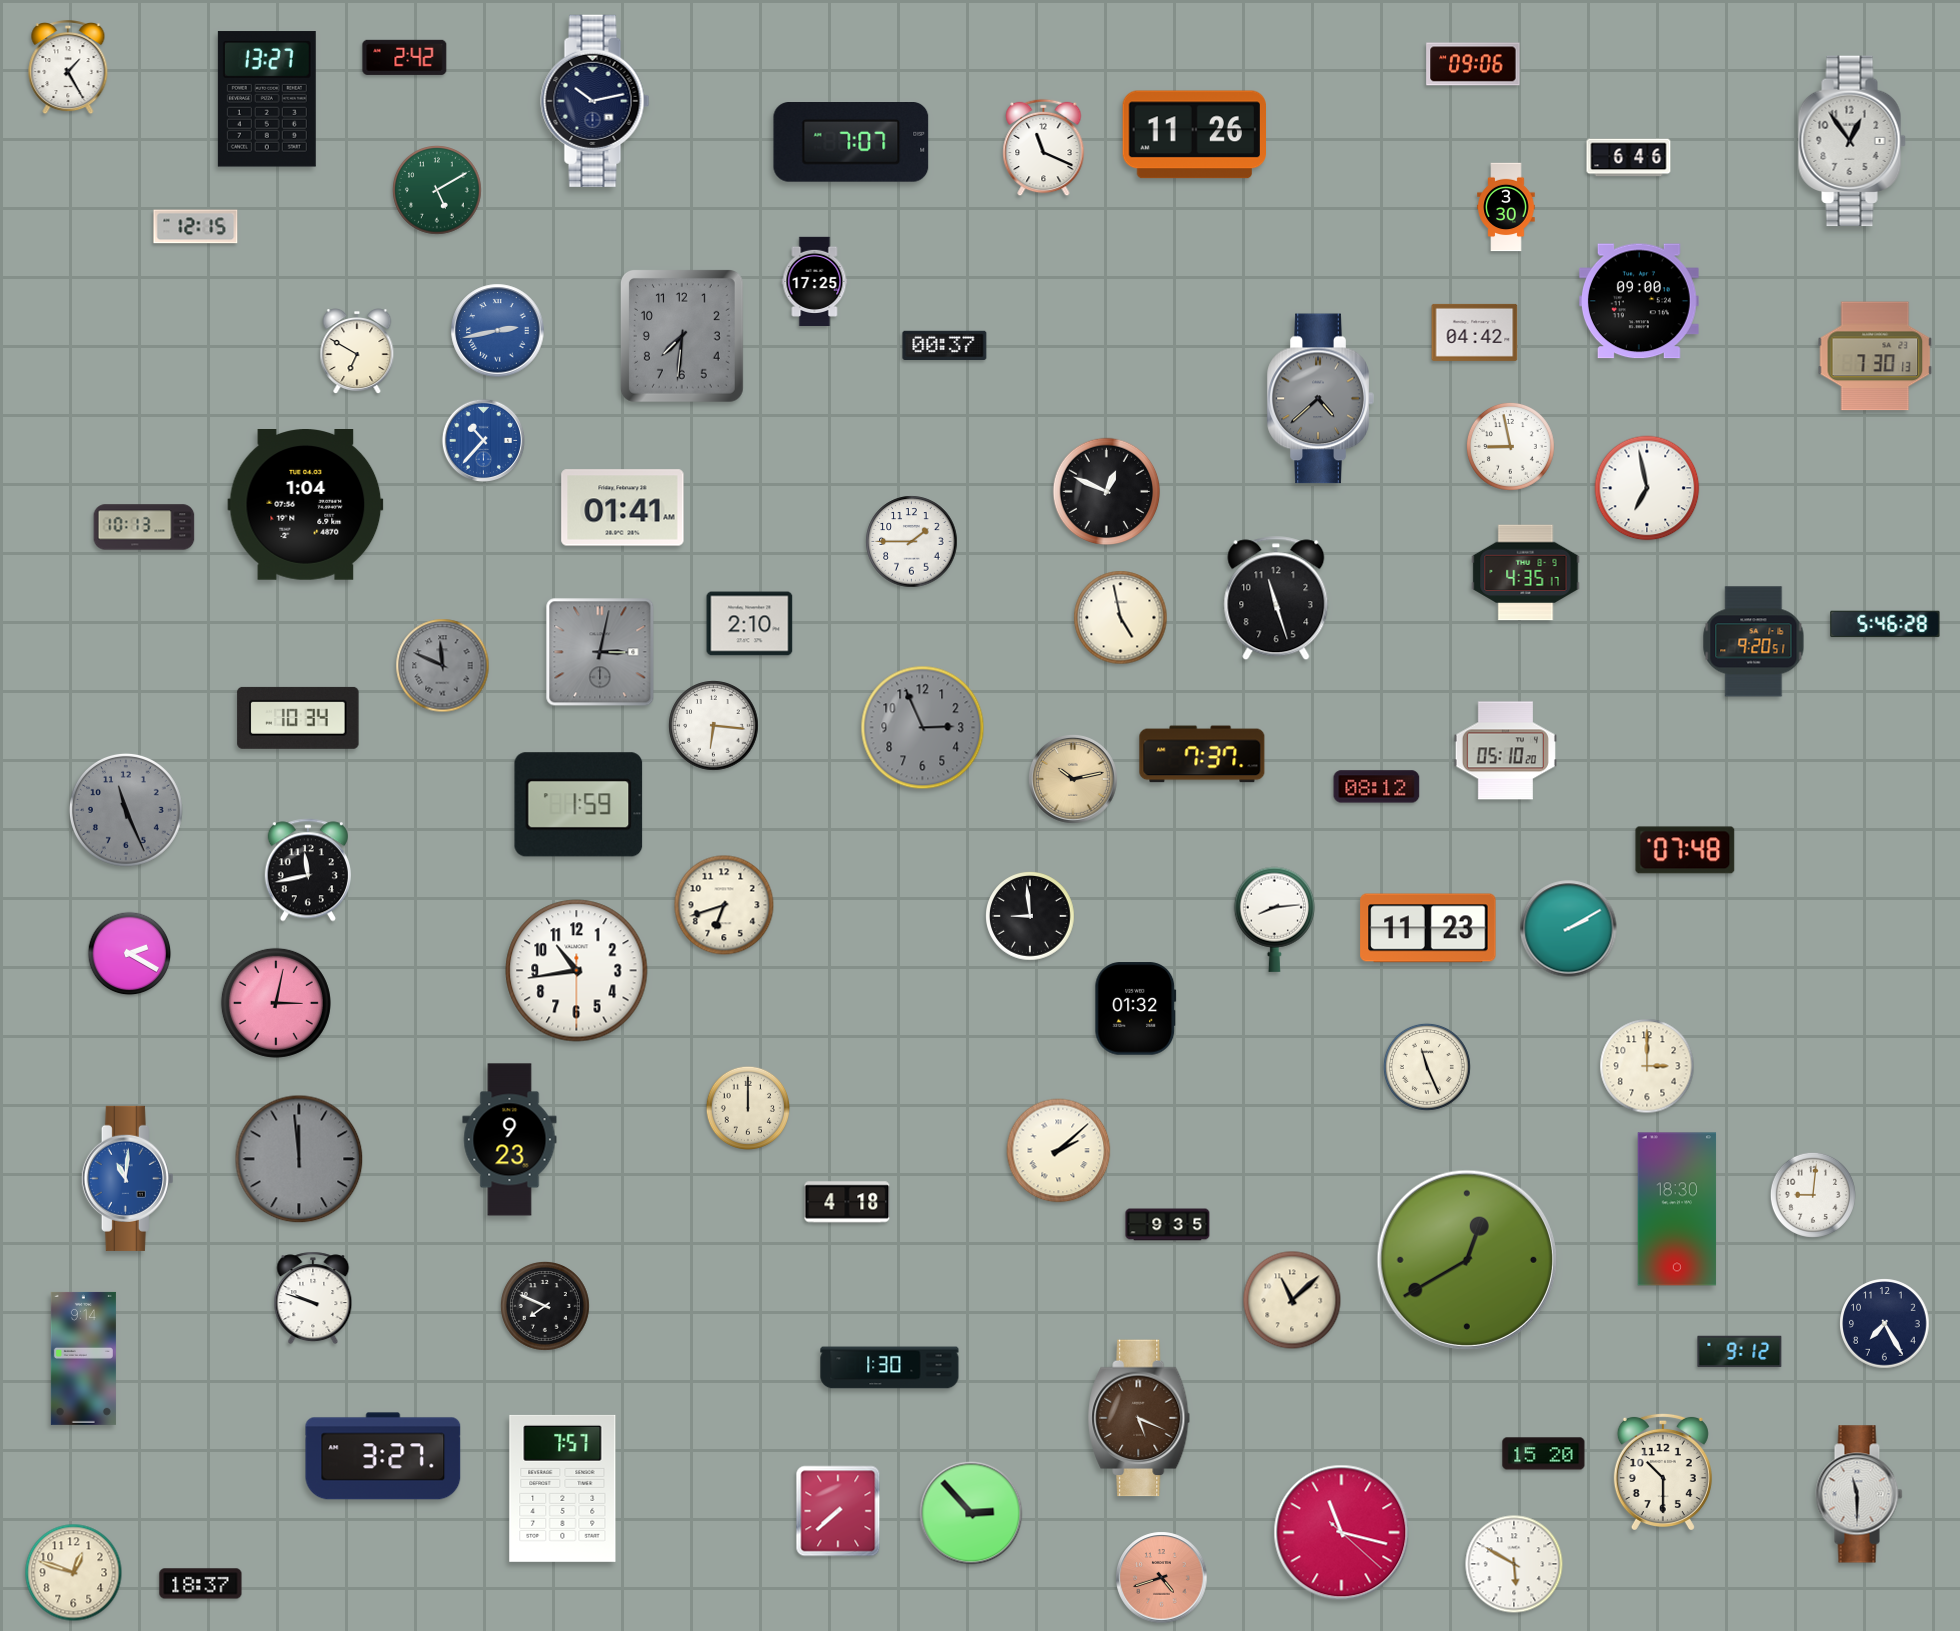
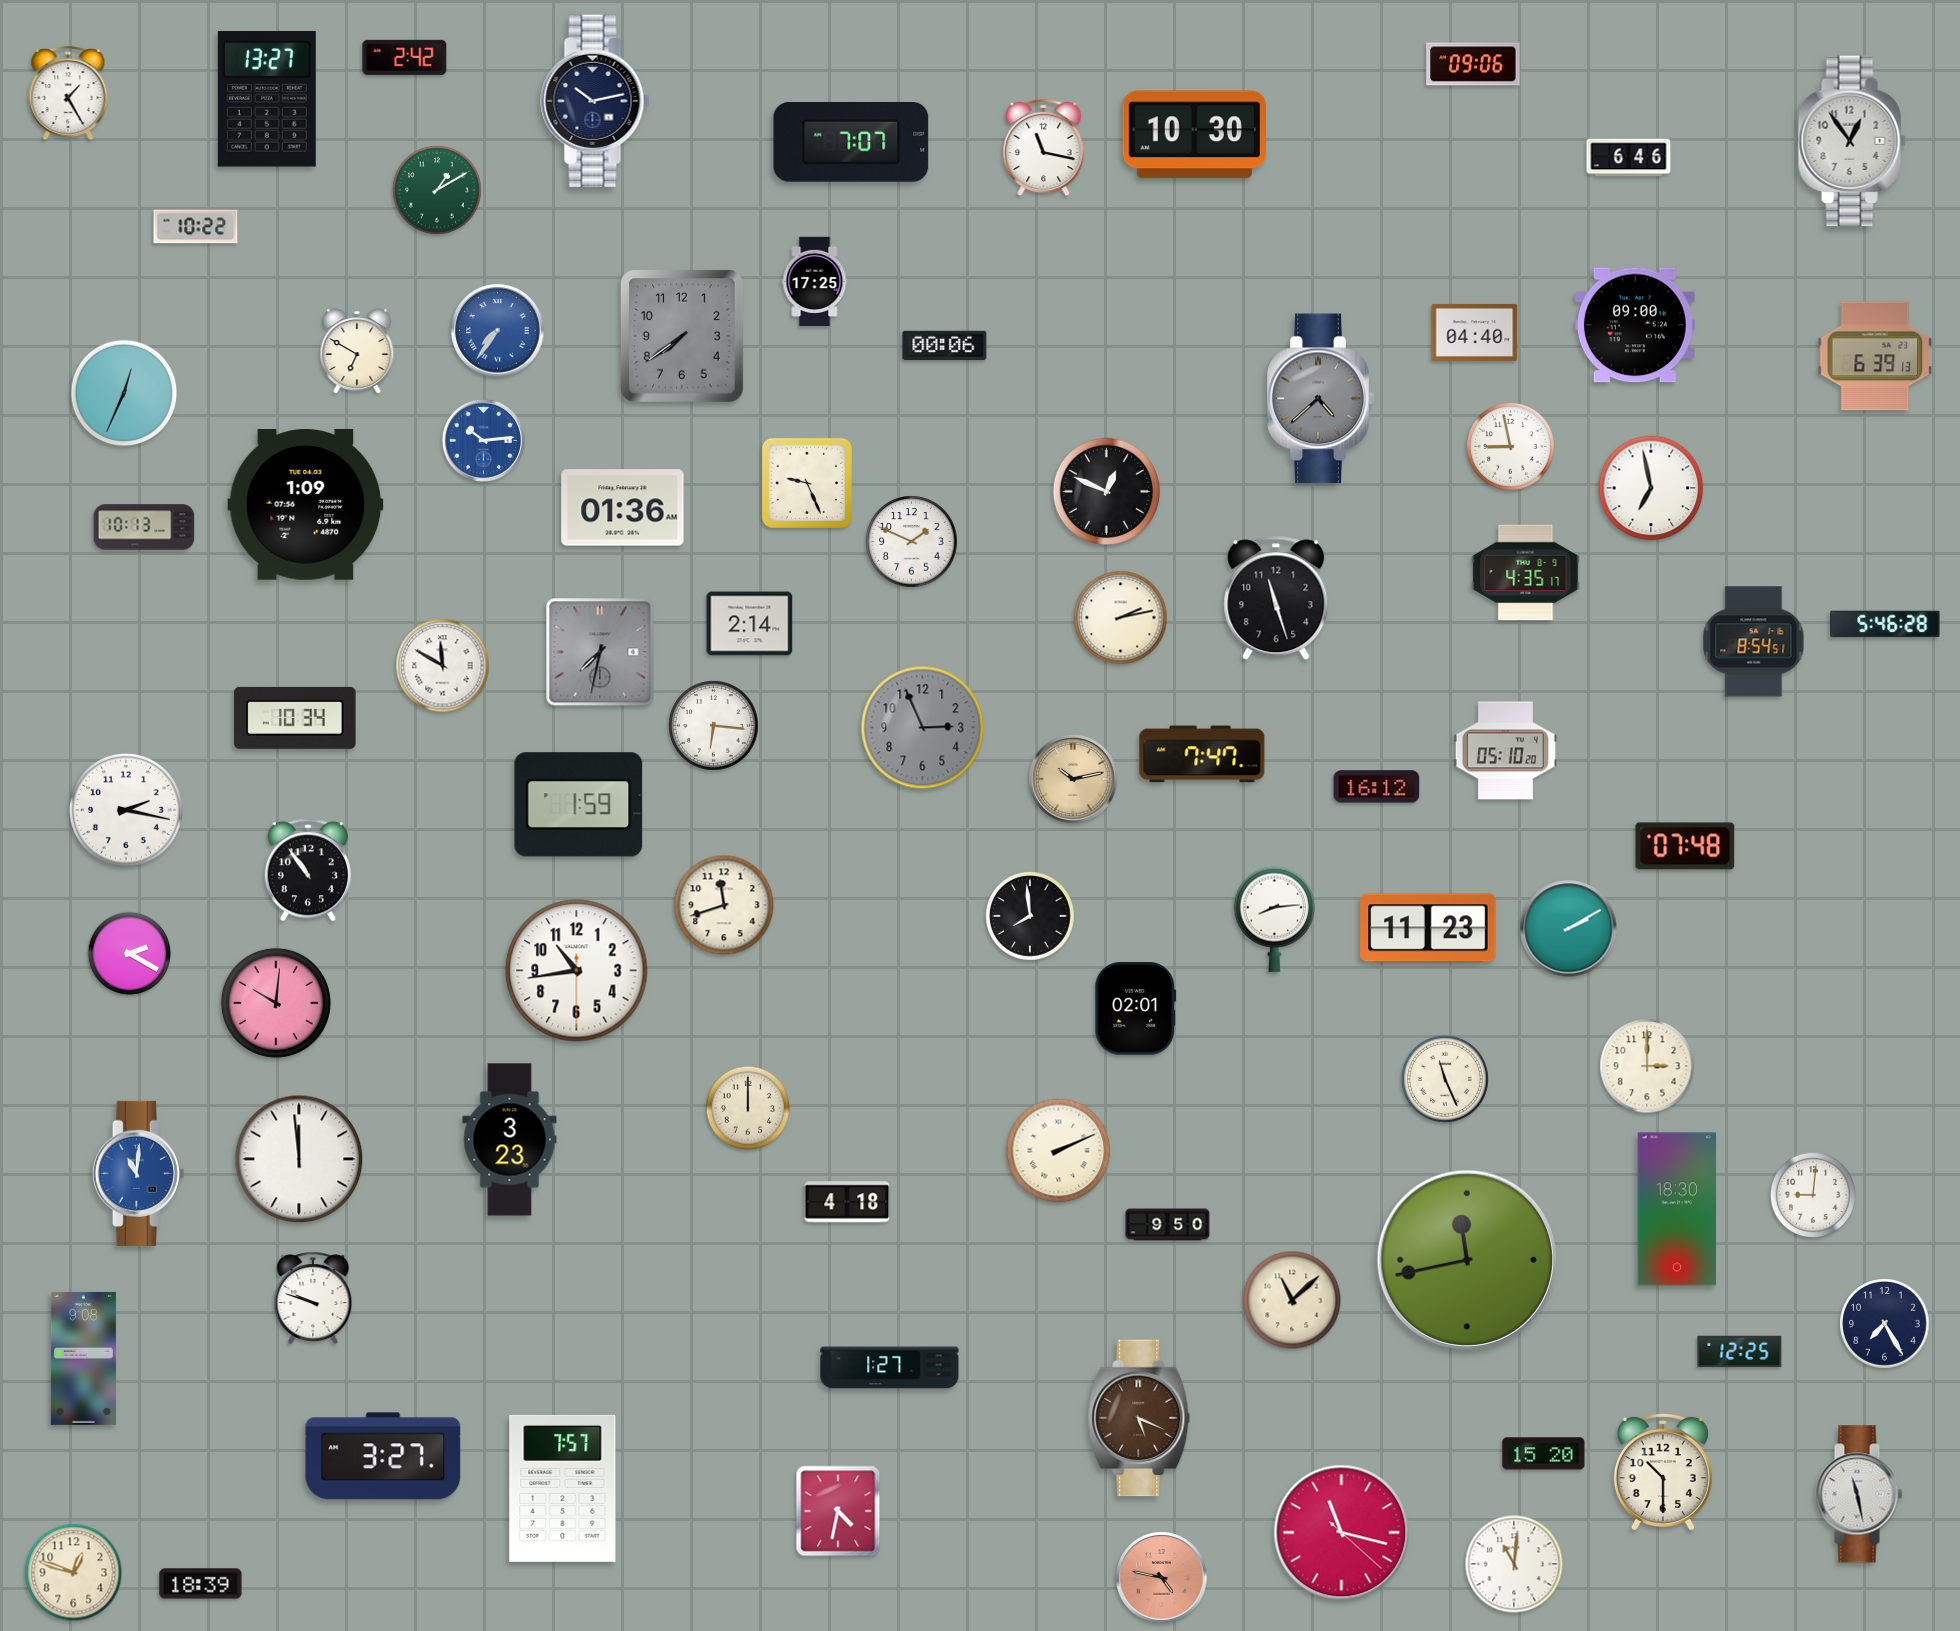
clock at (68, 68) position: (68, 68) -> (68, 94)
clock at (1194, 135): 11:26 -> 10:30
clock at (1044, 148): 11:19 -> 11:17
clock at (438, 191): 5:10 -> 1:10
clock at (1506, 207): 3:30 -> none
clock at (196, 227): 12:15 -> 10:22
clock at (1639, 301) position: (1639, 301) -> (1635, 325)
clock at (498, 331): 2:43 -> 7:36
clock at (1475, 332): 04:42 -> 04:40
clock at (682, 336): 7:31 -> 7:39
clock at (945, 345): 00:37 -> 00:06
clock at (1875, 356): 7:30 -> 6:39
clock at (124, 393): none -> 12:34
clock at (483, 440): 10:37 -> 10:14
clock at (807, 483): none -> 9:26
clock at (1647, 488) position: (1647, 488) -> (1651, 488)
clock at (306, 505): 1:04 -> 1:09
clock at (623, 508): 01:41 -> 01:36
clock at (912, 542): 1:45 -> 1:49
clock at (1121, 618): 4:58 -> 2:13
clock at (750, 624): 2:10 -> 2:14
clock at (1754, 642): 9:20 -> 8:54
clock at (600, 652): 3:02 -> 7:32
clock at (443, 666): 11:49 -> 11:50
clock at (443, 666) dial: grey -> white
clock at (298, 718) position: (298, 718) -> (295, 718)
clock at (1202, 754): 7:37 -> 7:47
clock at (1377, 787): 08:12 -> 16:12
clock at (126, 810): 11:26 -> 2:17
clock at (126, 810) dial: grey -> white
clock at (1685, 850) position: (1685, 850) -> (1685, 846)
clock at (308, 870): 11:43 -> 10:54
clock at (724, 905): 6:42 -> 11:42
clock at (1031, 917): 8:59 -> 7:59
clock at (276, 1003): 3:02 -> 10:01
clock at (1136, 1009): 01:32 -> 02:01
clock at (1427, 1067) position: (1427, 1067) -> (1445, 1079)
clock at (510, 1140): 9:23 -> 3:23
clock at (1059, 1151): 2:08 -> 2:11
clock at (299, 1159) dial: grey -> white
clock at (127, 1178) position: (127, 1178) -> (138, 1173)
clock at (1168, 1225): 9:35 -> 9:50
clock at (1466, 1259): 12:40 -> 11:43
clock at (546, 1307): 7:49 -> none
clock at (1740, 1352): 9:12 -> 12:25
clock at (83, 1358): 9:14 -> 9:08
clock at (890, 1368): 1:30 -> 1:27
clock at (1859, 1494): 11:30 -> 11:28
clock at (838, 1511): 7:38 -> 4:32
clock at (971, 1513): 2:53 -> none
clock at (1514, 1564): 5:50 -> 11:01
clock at (1162, 1578): 4:42 -> 4:47
clock at (201, 1584): 18:37 -> 18:39
